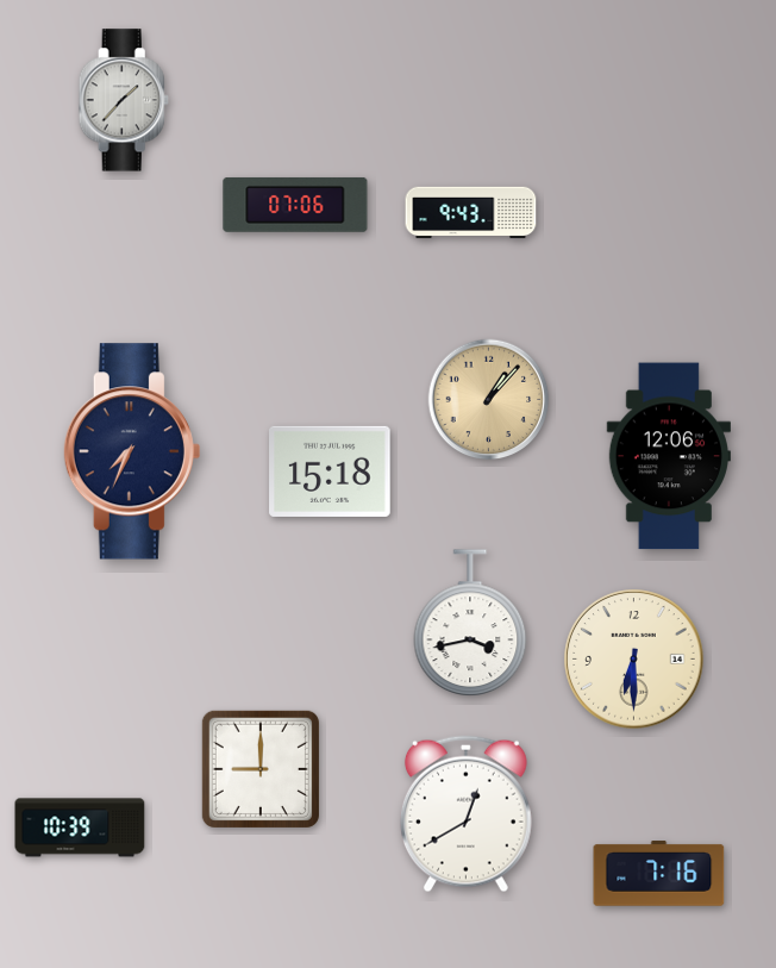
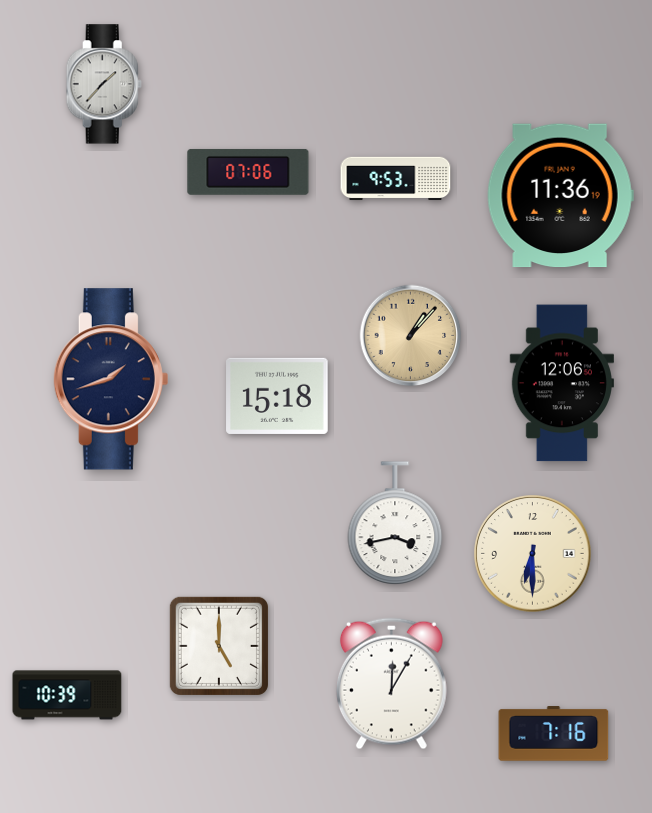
clock at (471, 213): 9:43 -> 9:53
clock at (560, 196): none -> 11:36
clock at (132, 451): 7:34 -> 1:42
clock at (261, 769): 9:00 -> 5:00
clock at (465, 814): 12:40 -> 12:05
